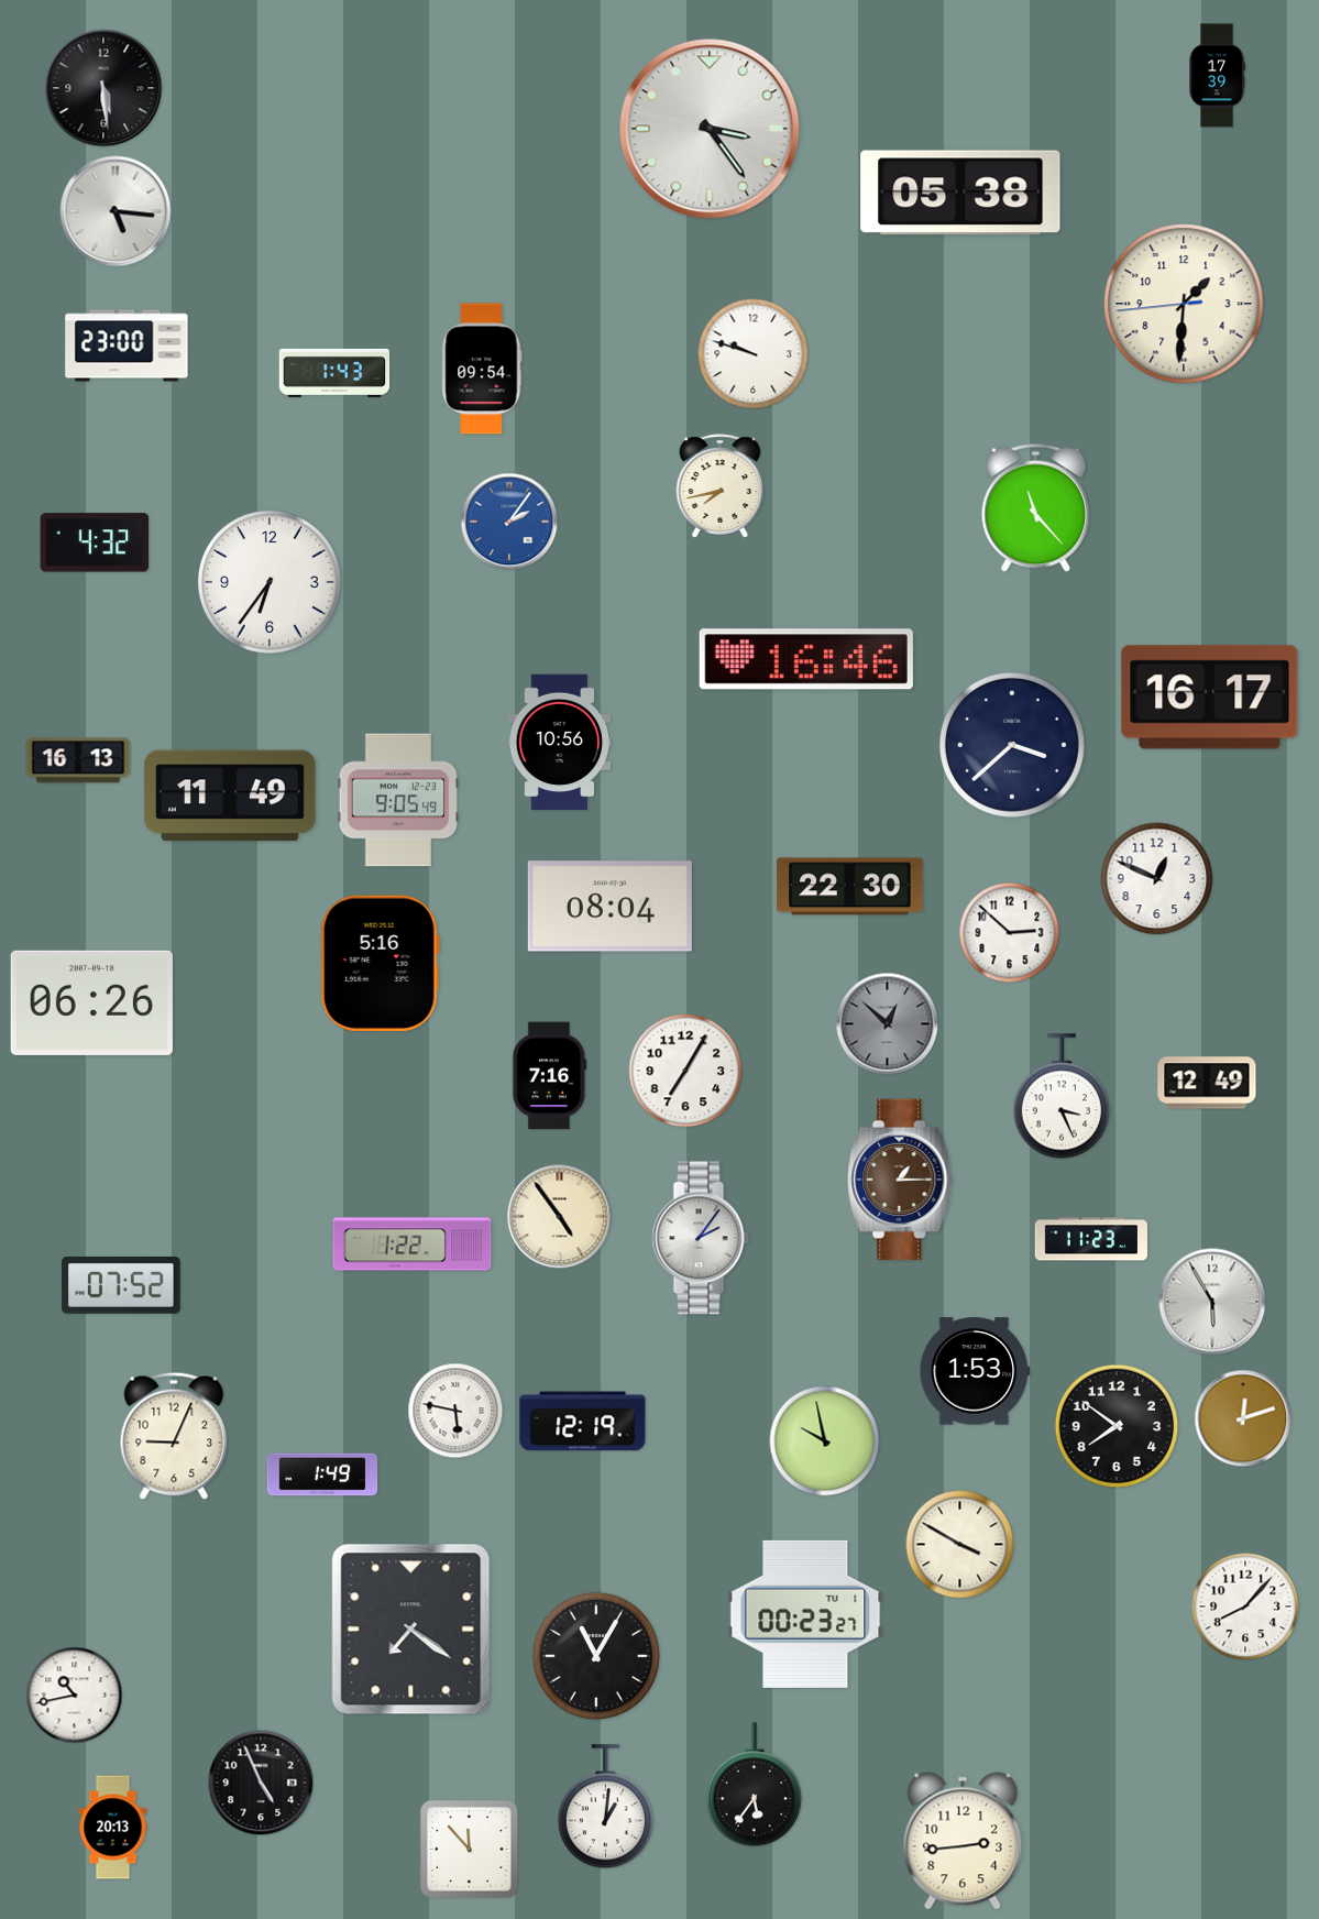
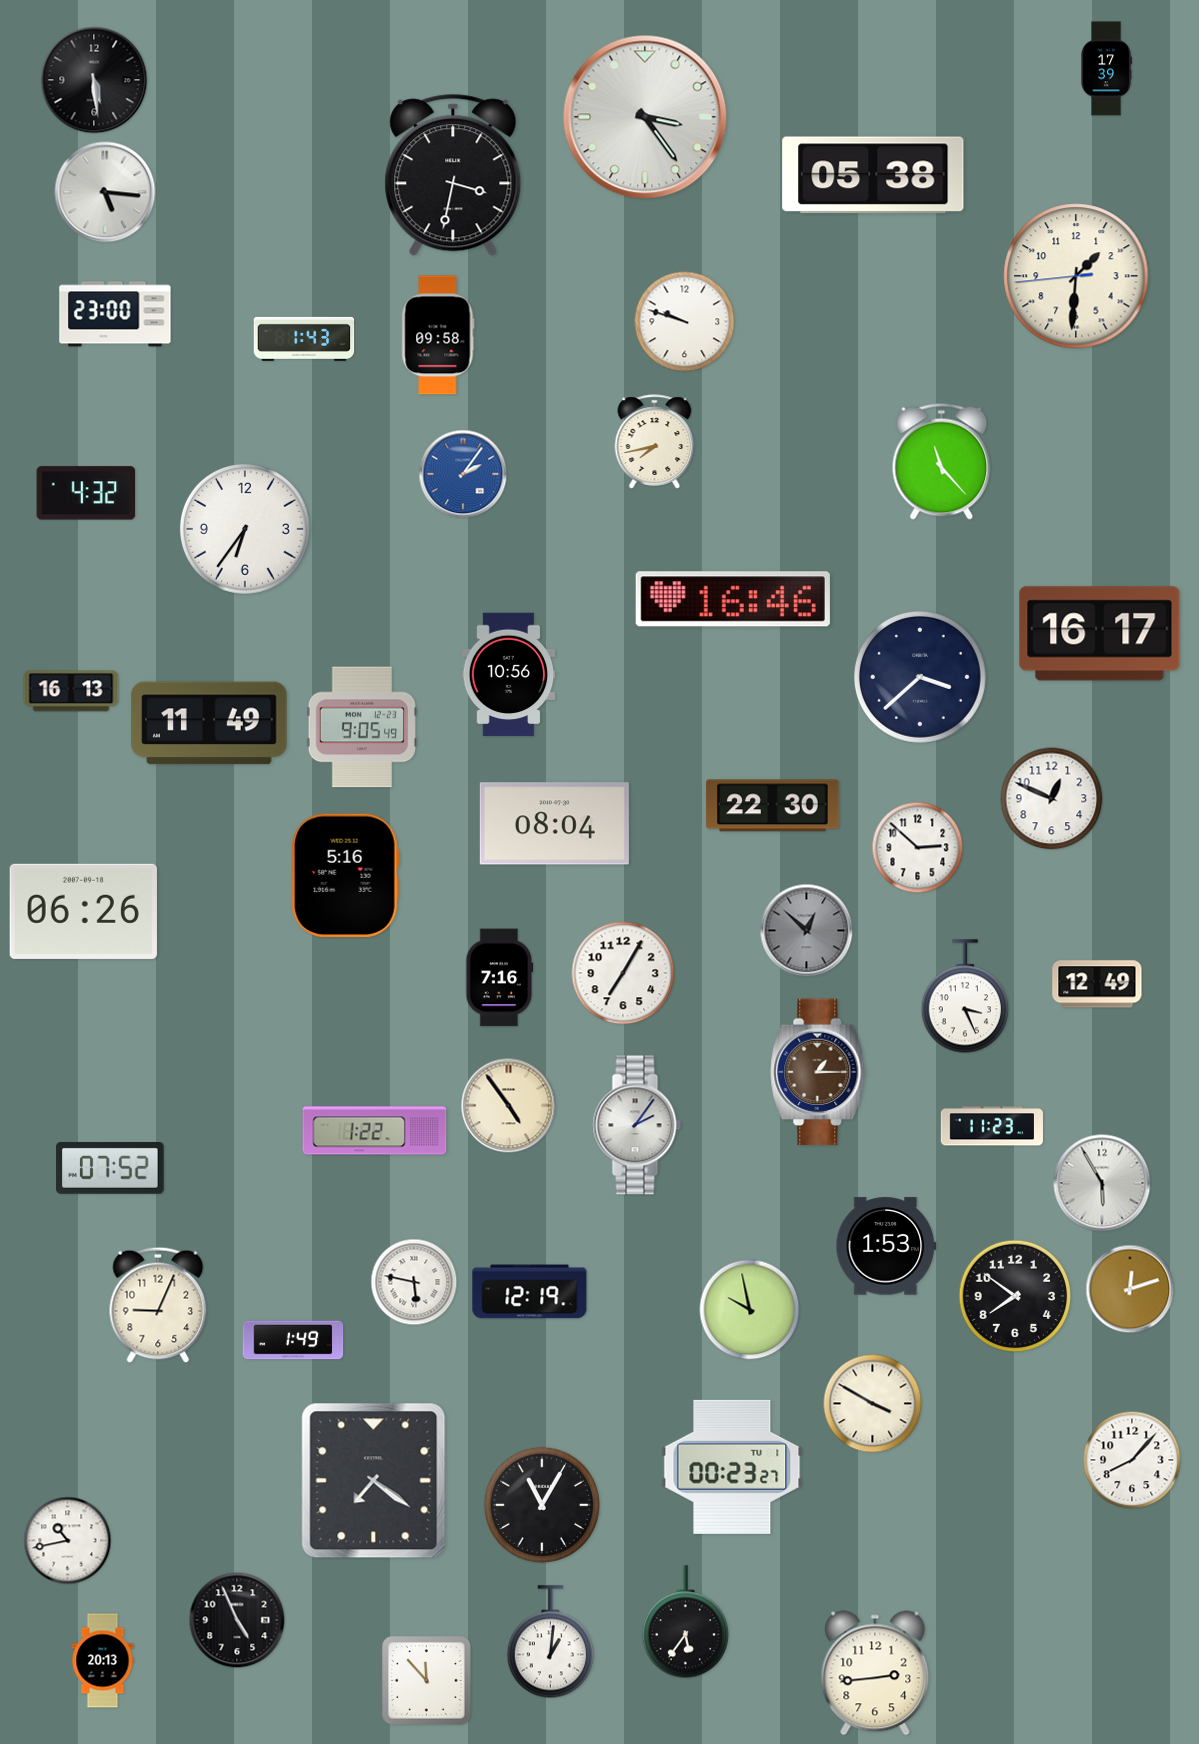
clock at (453, 175): none -> 3:32
clock at (482, 369): 09:54 -> 09:58
